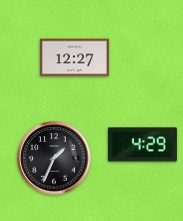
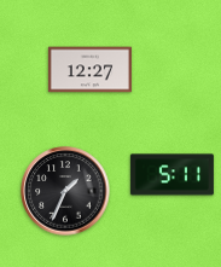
clock at (142, 145): 4:29 -> 5:11
